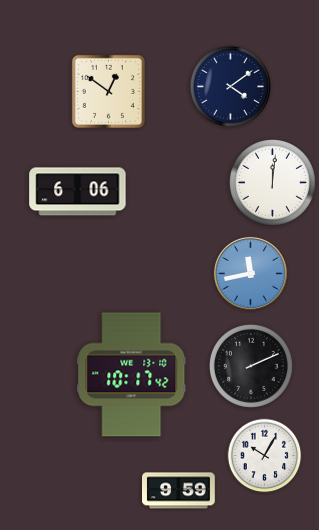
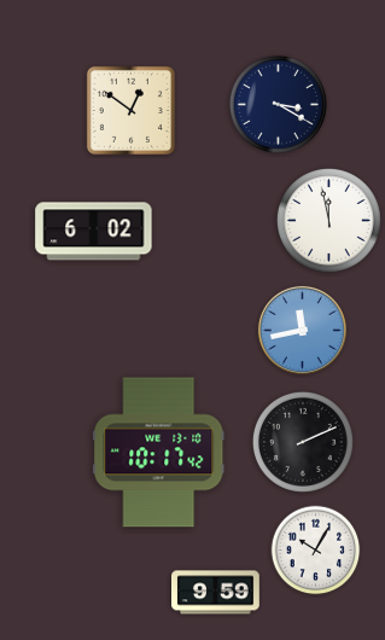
clock at (230, 86): 4:09 -> 3:20
clock at (272, 182): 12:01 -> 11:58
clock at (78, 192): 6:06 -> 6:02
clock at (265, 456) position: (265, 456) -> (316, 551)
